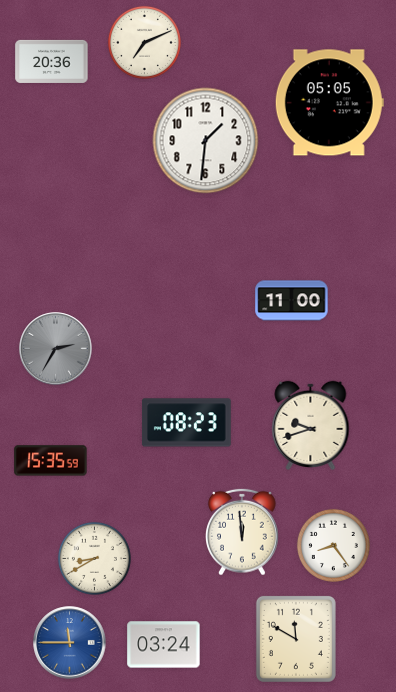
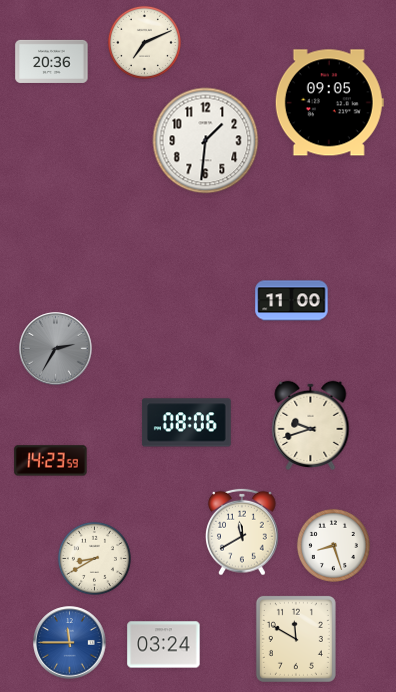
clock at (329, 103): 05:05 -> 09:05
clock at (186, 423): 08:23 -> 08:06
clock at (51, 461): 15:35 -> 14:23
clock at (243, 532): 11:59 -> 11:40
clock at (333, 545): 8:24 -> 8:27
